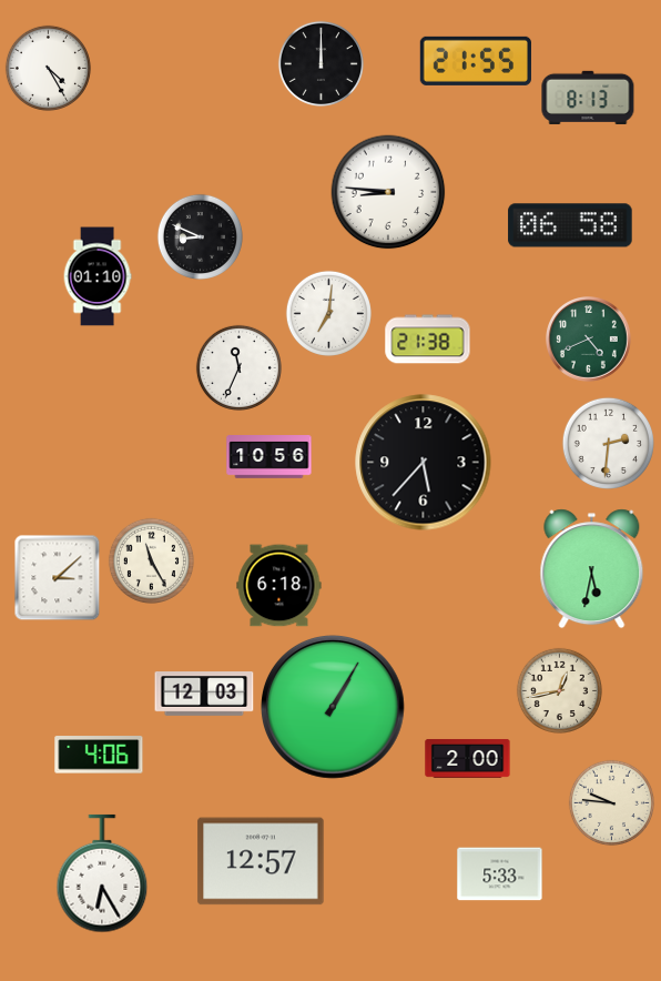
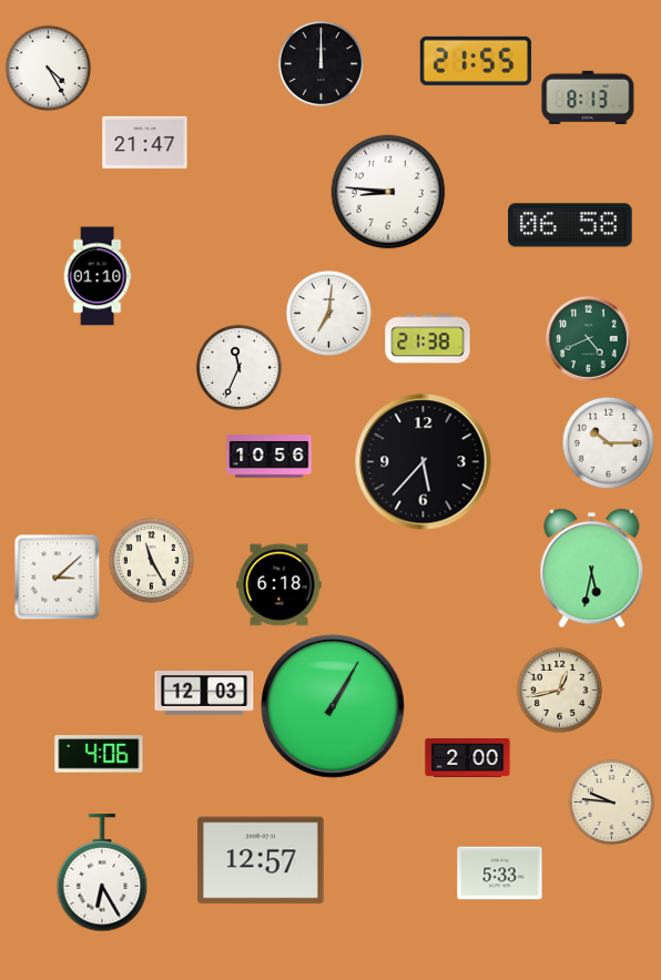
clock at (145, 142): none -> 21:47
clock at (200, 236): 8:49 -> none
clock at (608, 443): 2:31 -> 10:15
